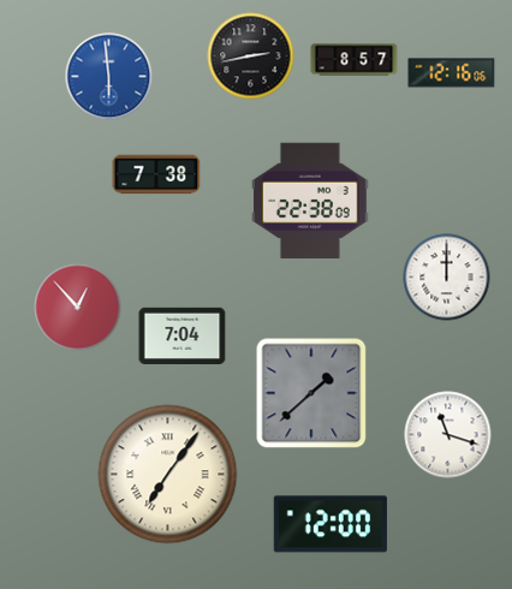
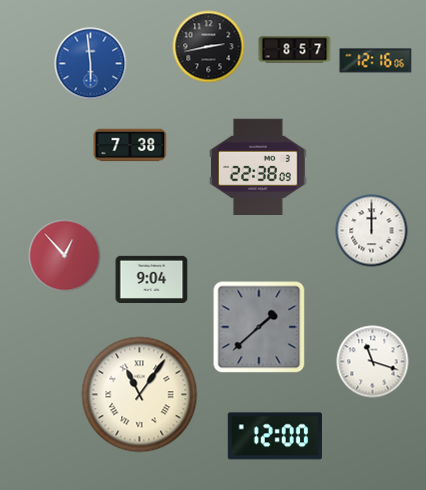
clock at (183, 335): 7:04 -> 9:04
clock at (168, 475): 7:06 -> 11:06
